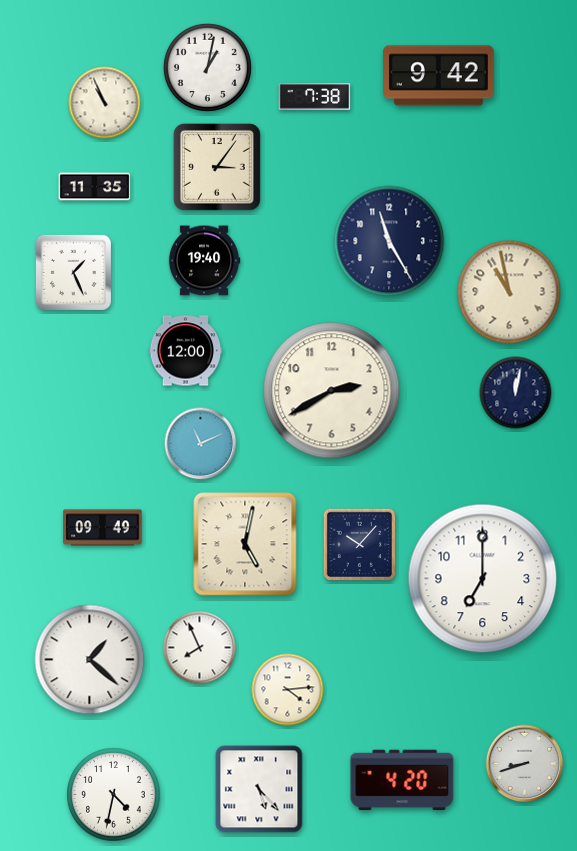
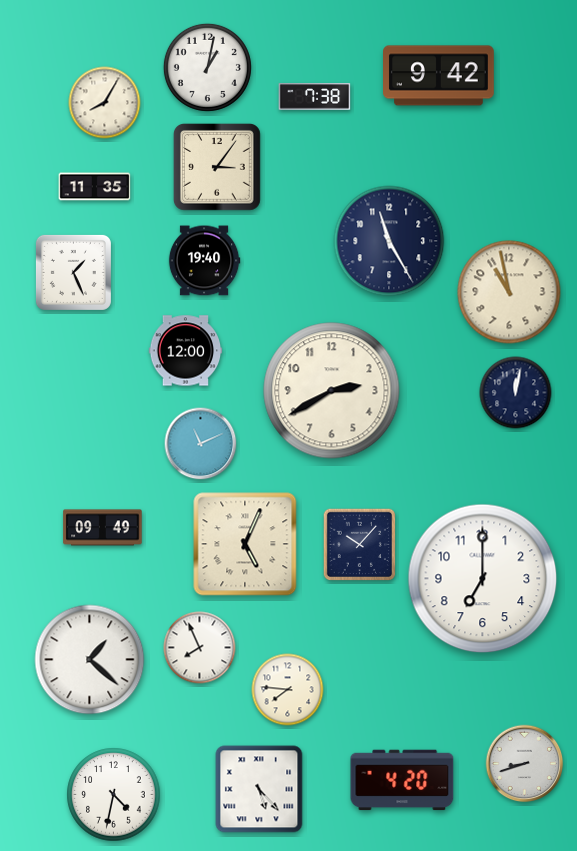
clock at (105, 103): 10:56 -> 8:05
clock at (245, 544): 5:02 -> 5:04
clock at (288, 690): 4:14 -> 7:46
